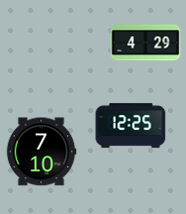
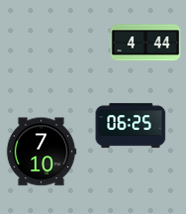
clock at (146, 43): 4:29 -> 4:44
clock at (131, 126): 12:25 -> 06:25
